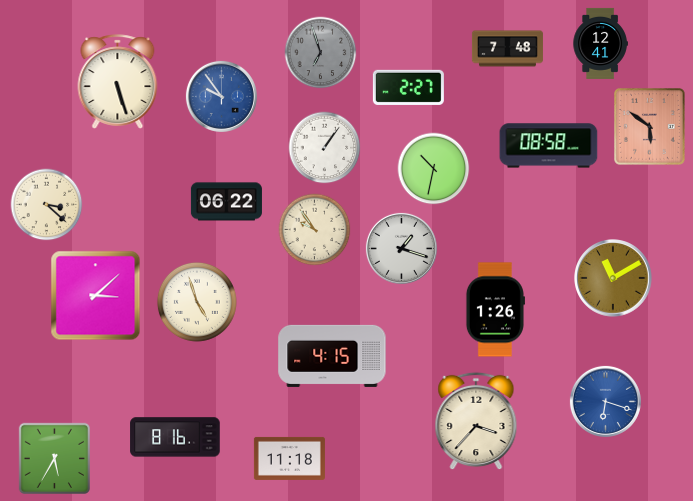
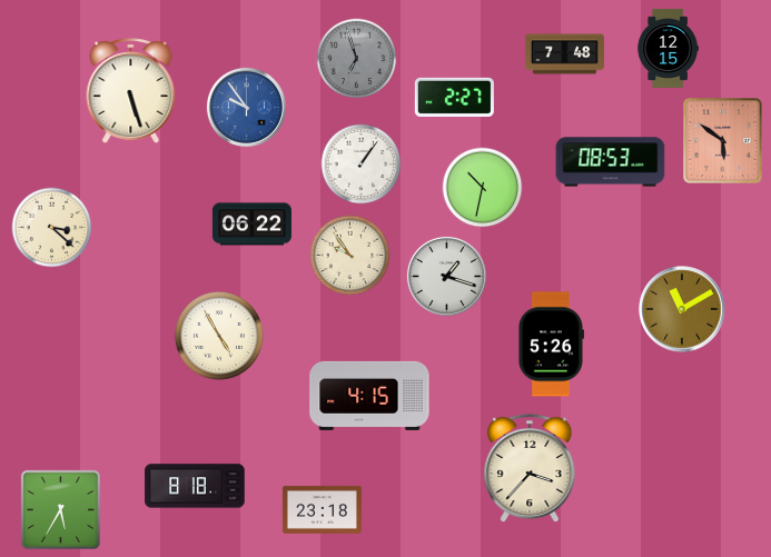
clock at (600, 43): 12:41 -> 12:15
clock at (549, 146): 08:58 -> 08:53
clock at (96, 296): 3:08 -> none
clock at (197, 302): 4:57 -> 4:55
clock at (495, 310): 1:26 -> 5:26
clock at (605, 401): 6:18 -> none
clock at (175, 437): 8:16 -> 8:18
clock at (289, 458): 11:18 -> 23:18
